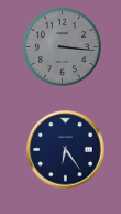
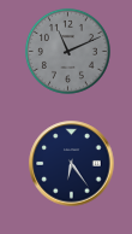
clock at (62, 46): 3:16 -> 11:11
